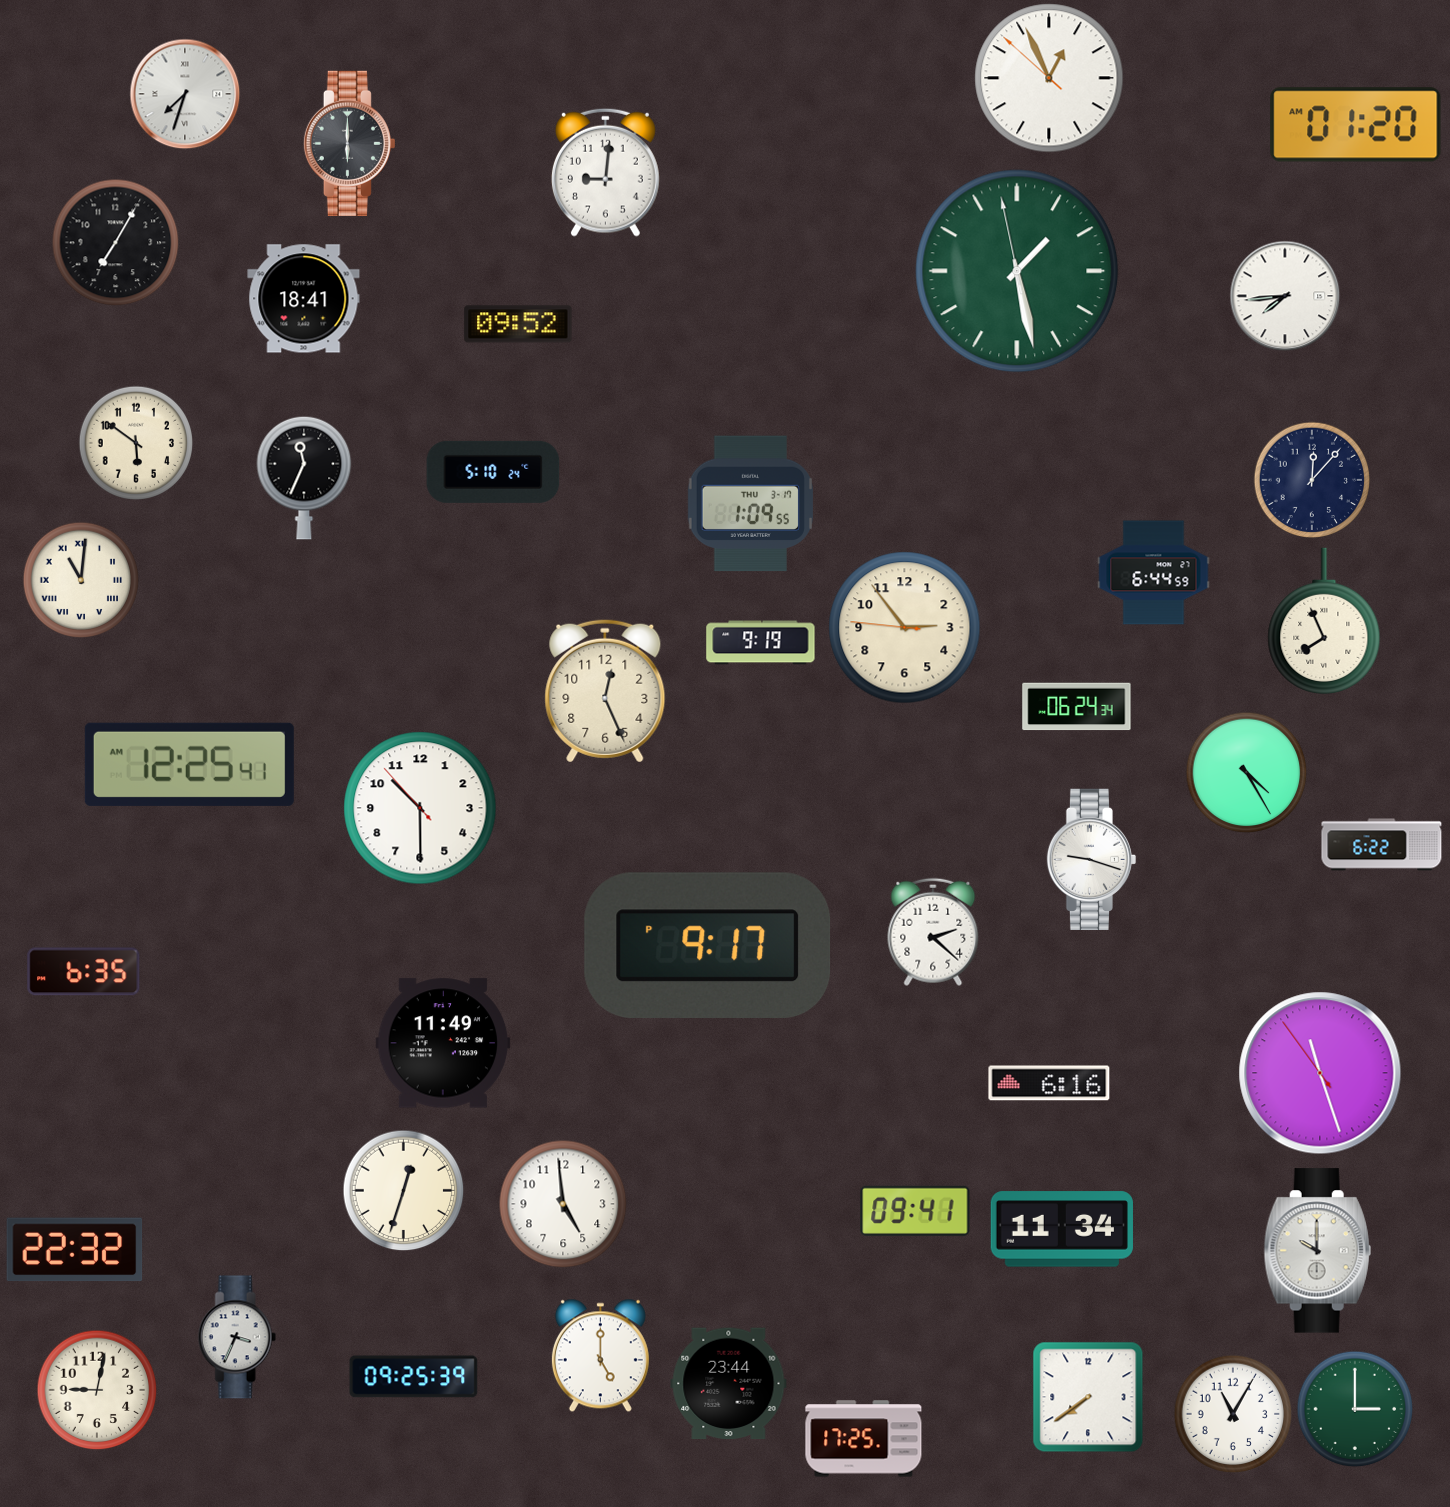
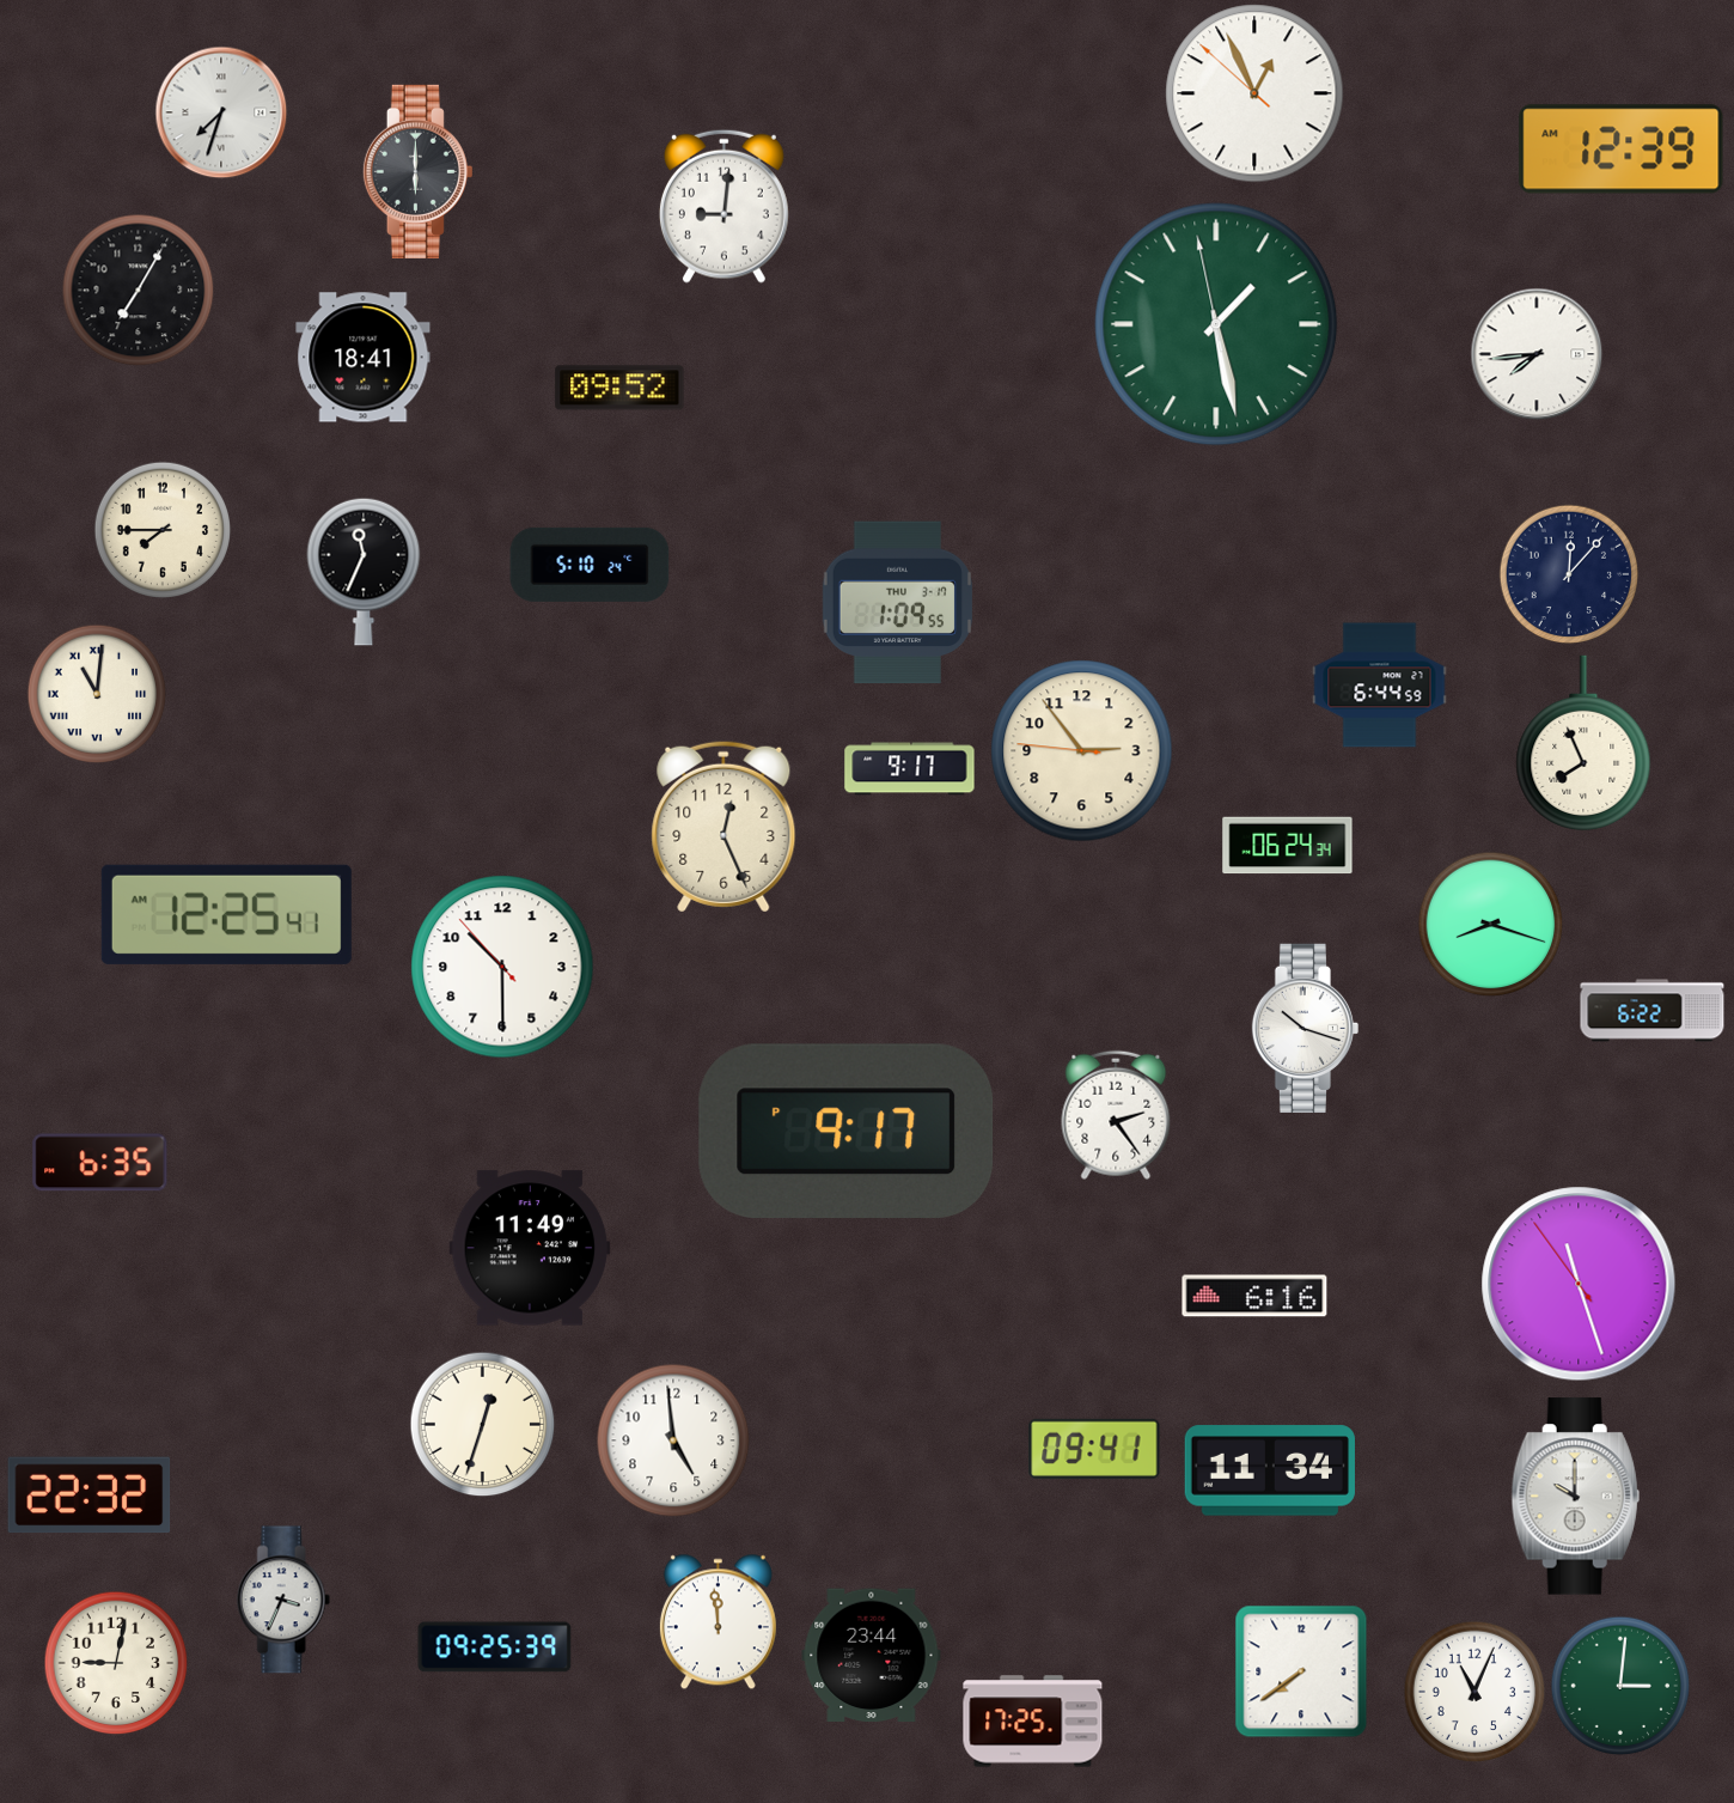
clock at (1356, 125): 01:20 -> 12:39
clock at (135, 442): 5:51 -> 7:45
clock at (761, 643): 9:19 -> 9:17
clock at (1246, 772): 4:25 -> 8:18
clock at (1092, 859): 9:18 -> 10:18
clock at (933, 932): 2:22 -> 2:24
clock at (600, 1355): 5:00 -> 11:59
clock at (1355, 1409): 3:00 -> 3:01
clock at (1233, 1414): 11:05 -> 11:04
